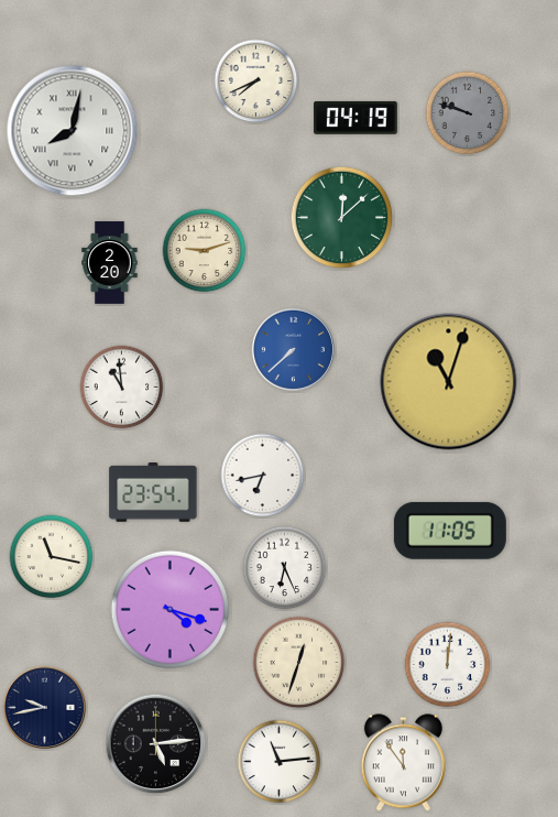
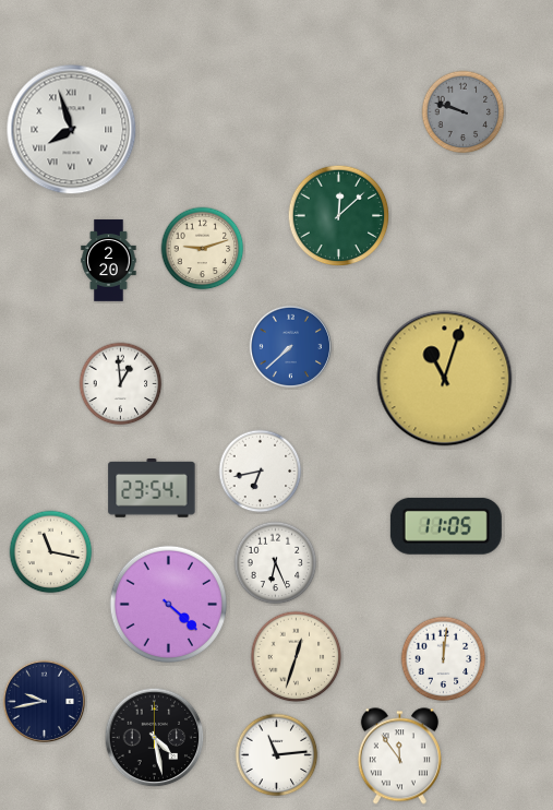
clock at (256, 81): 7:41 -> none
clock at (355, 118): 04:19 -> none
clock at (73, 131): 8:02 -> 7:57
clock at (122, 388): 10:59 -> 12:59
clock at (285, 568) position: (285, 568) -> (276, 563)
clock at (169, 609): 4:18 -> 4:22
clock at (156, 744): 5:14 -> 4:28
